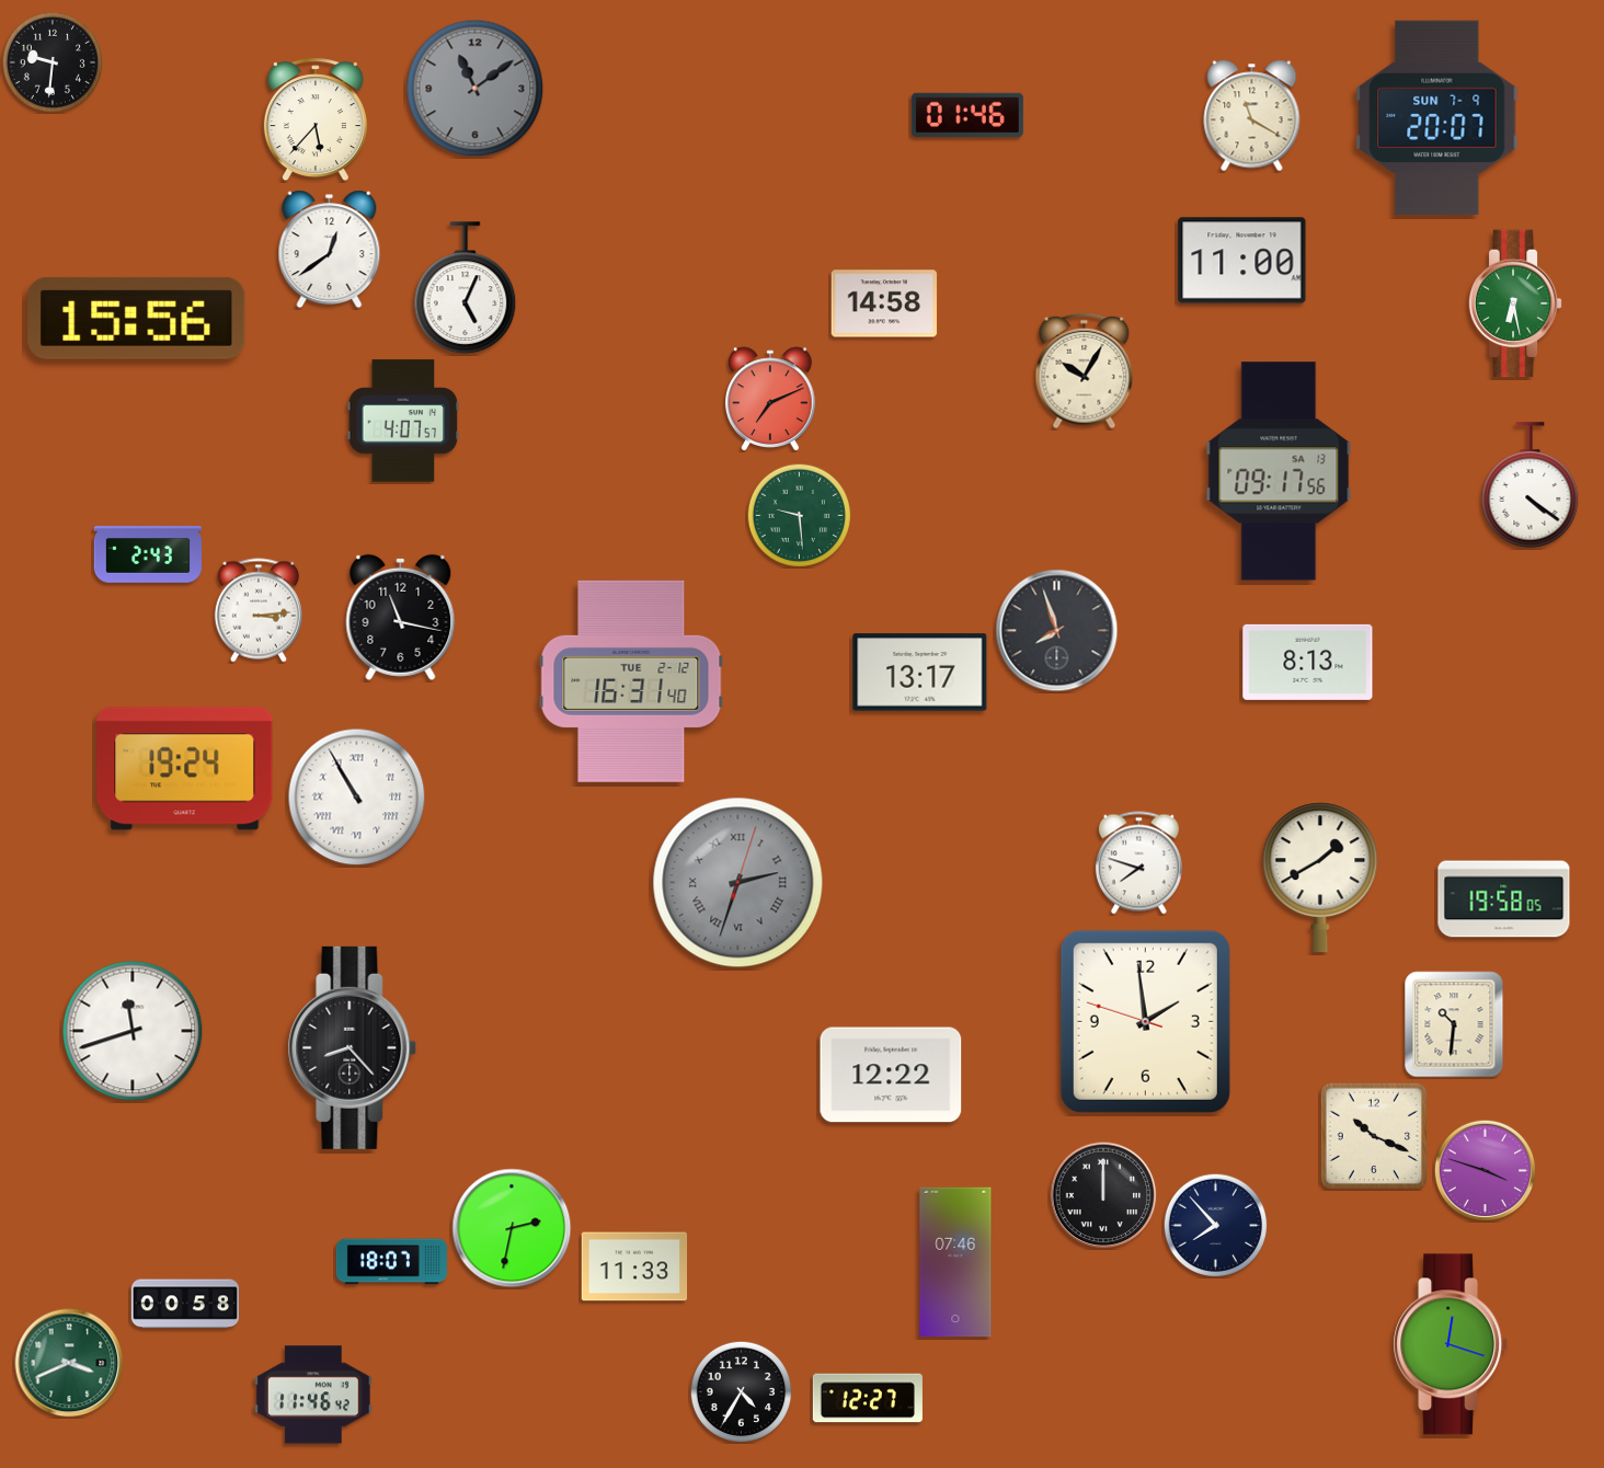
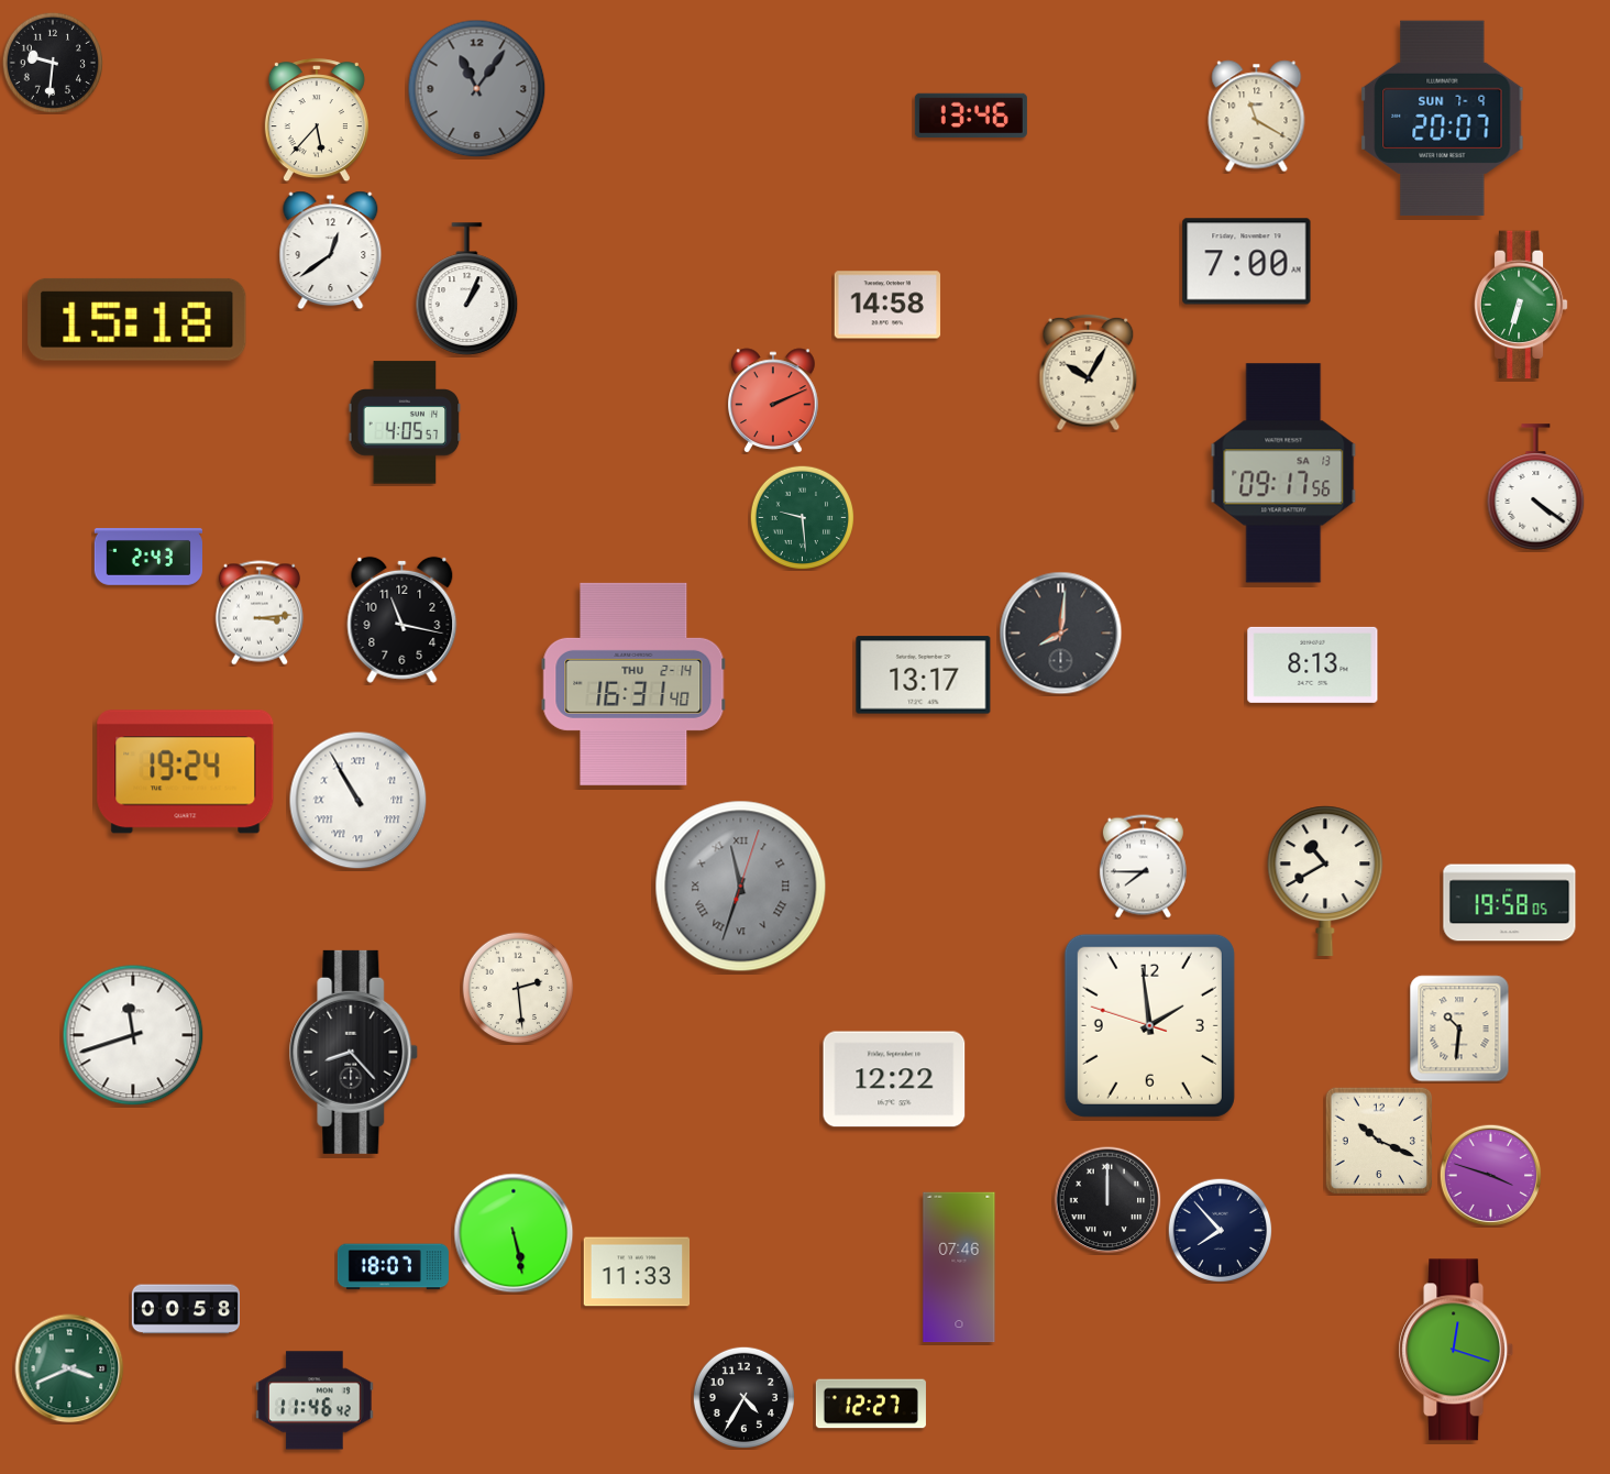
clock at (476, 89): 11:09 -> 11:06
clock at (967, 115): 01:46 -> 13:46
clock at (1242, 261): 11:00 -> 7:00
clock at (466, 288): 5:04 -> 1:04
clock at (1515, 303): 6:28 -> 6:33
clock at (137, 318): 15:56 -> 15:18
clock at (770, 399): 7:11 -> 2:11
clock at (403, 421): 4:07 -> 4:05
clock at (1057, 631): 7:57 -> 8:01
clock at (631, 681) date: TUE 2-12 -> THU 2-14
clock at (1138, 863): 7:48 -> 7:45
clock at (1320, 878): 1:40 -> 10:40
clock at (738, 883): 2:33 -> 11:33
clock at (518, 988): none -> 2:29
clock at (512, 1228): 2:32 -> 5:28
